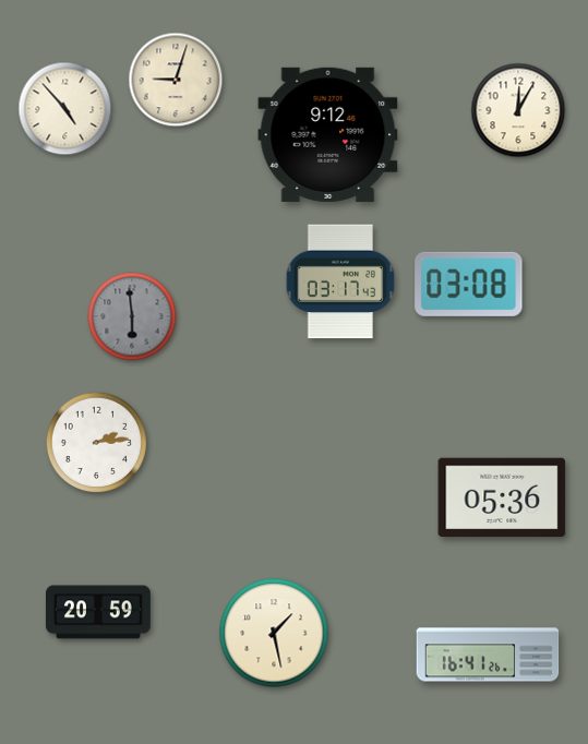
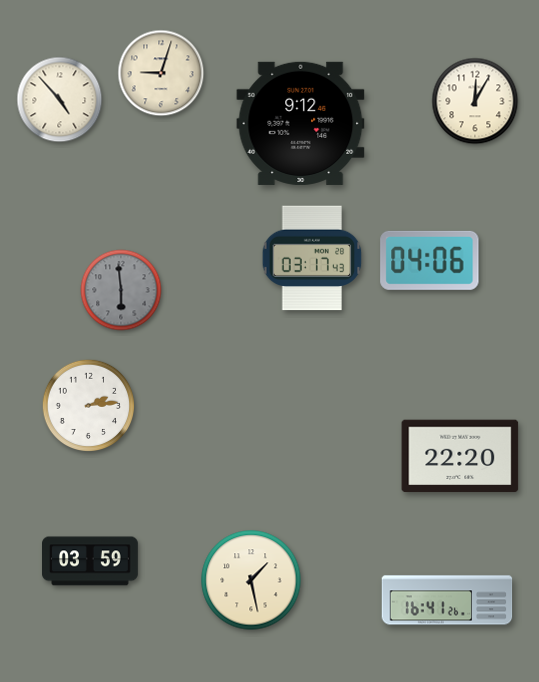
clock at (469, 284): 03:08 -> 04:06
clock at (502, 497): 05:36 -> 22:20
clock at (99, 612): 20:59 -> 03:59
